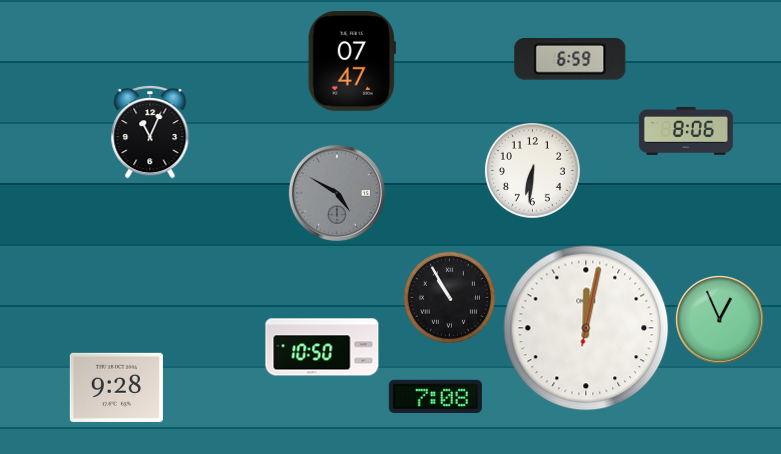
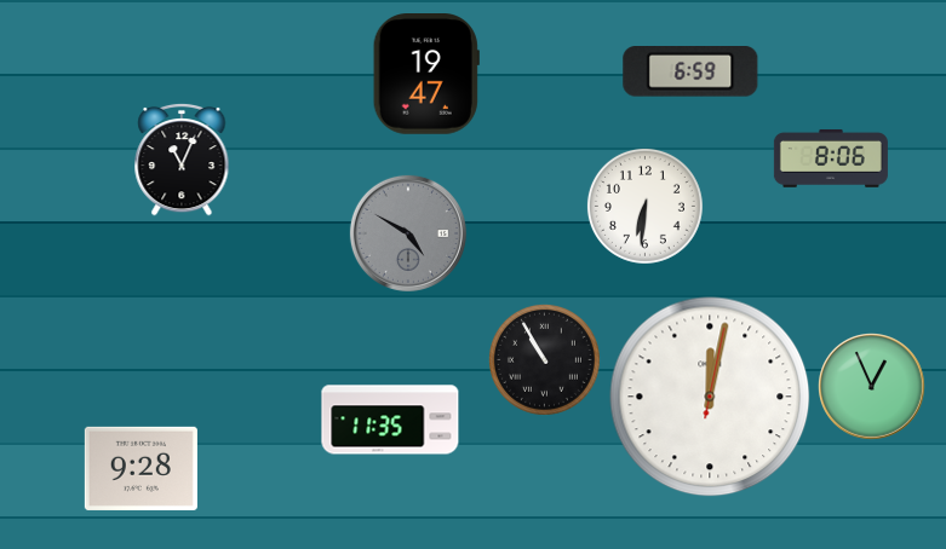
clock at (352, 62): 07:47 -> 19:47
clock at (322, 347): 10:50 -> 11:35
clock at (435, 396): 7:08 -> none
